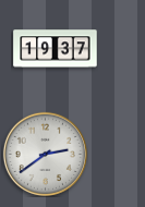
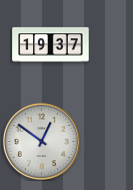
clock at (45, 154): 2:39 -> 12:51
